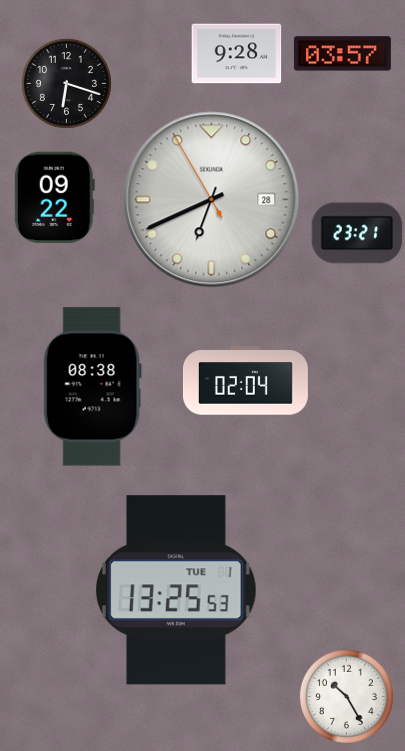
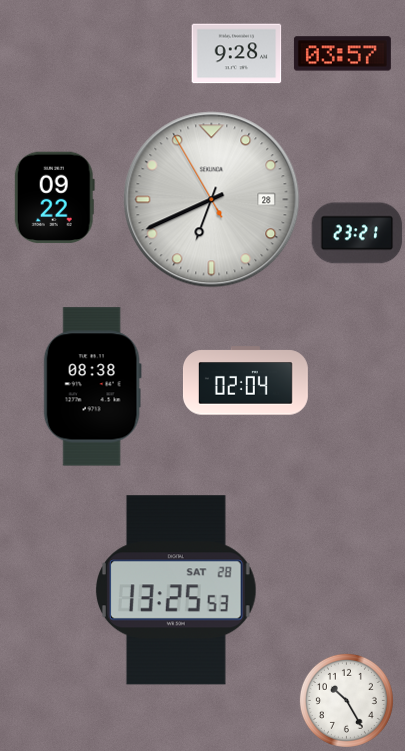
clock at (66, 83): 6:18 -> none
clock at (176, 590) date: TUE 1 -> SAT 28
clock at (346, 696) position: (346, 696) -> (346, 700)
